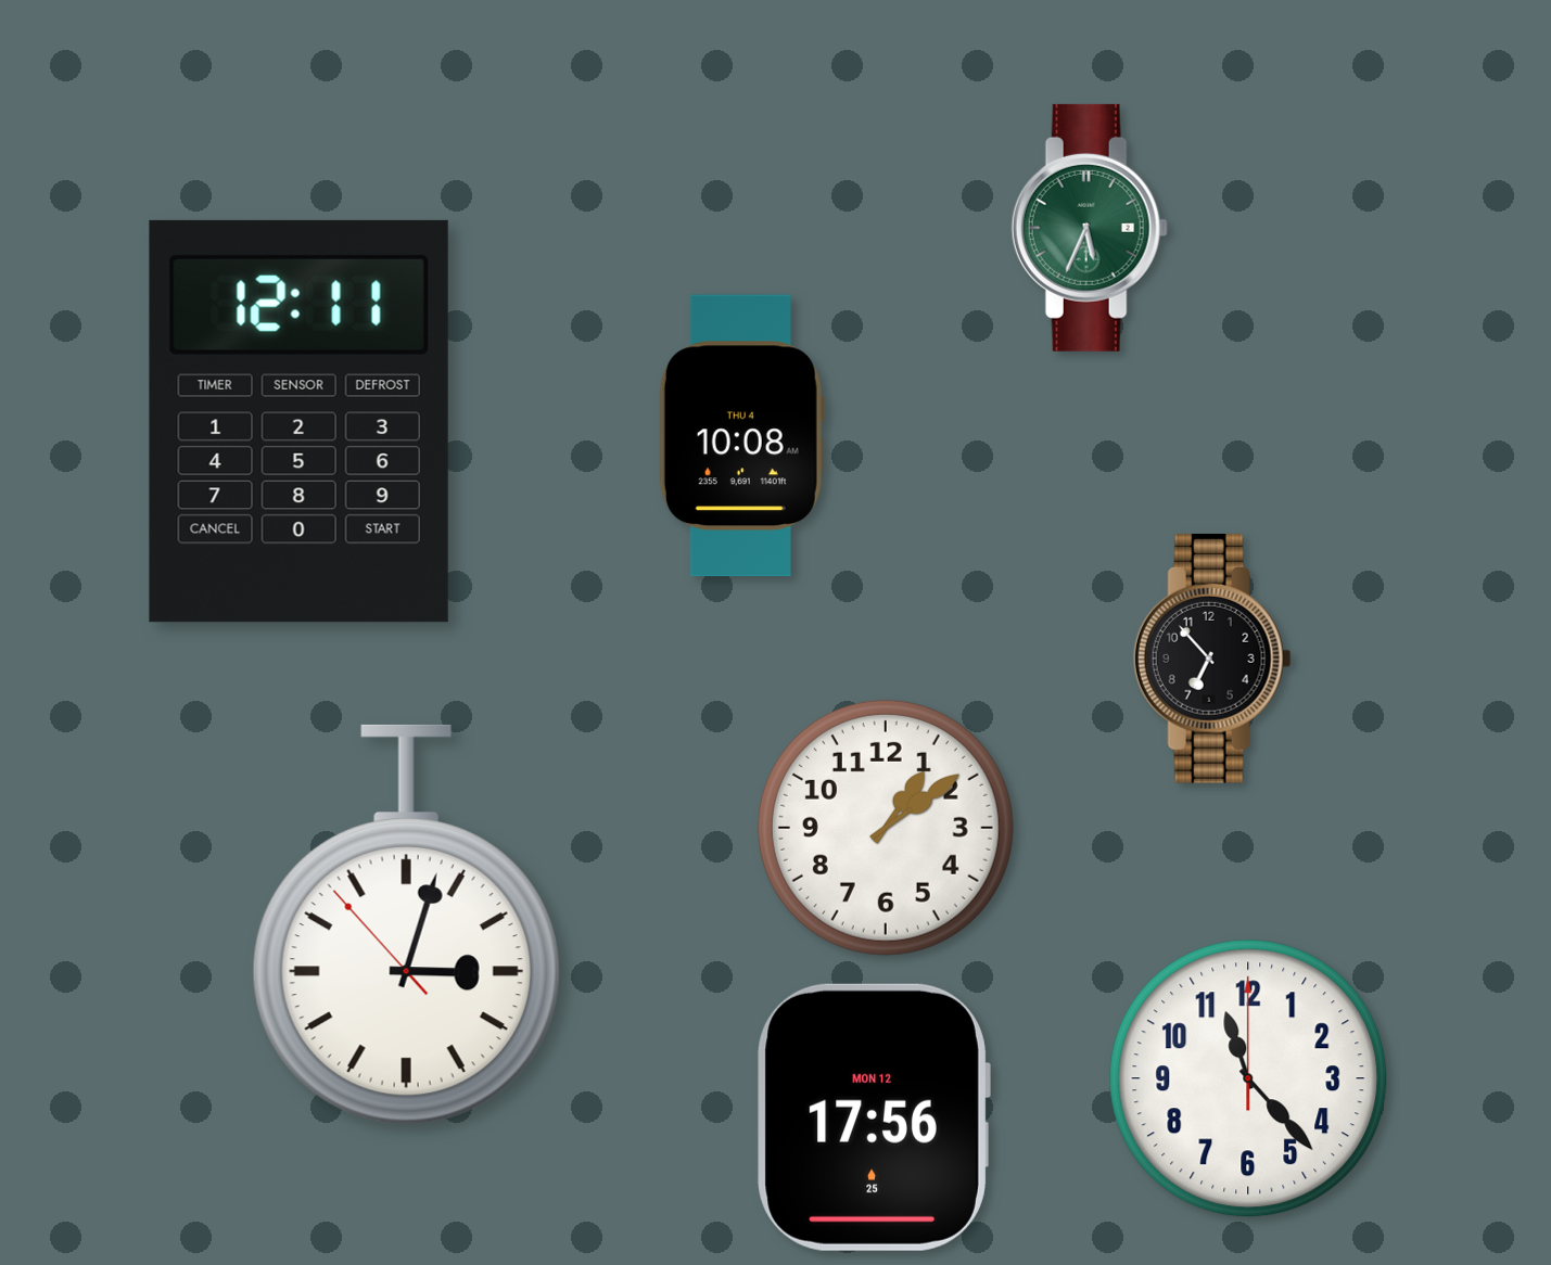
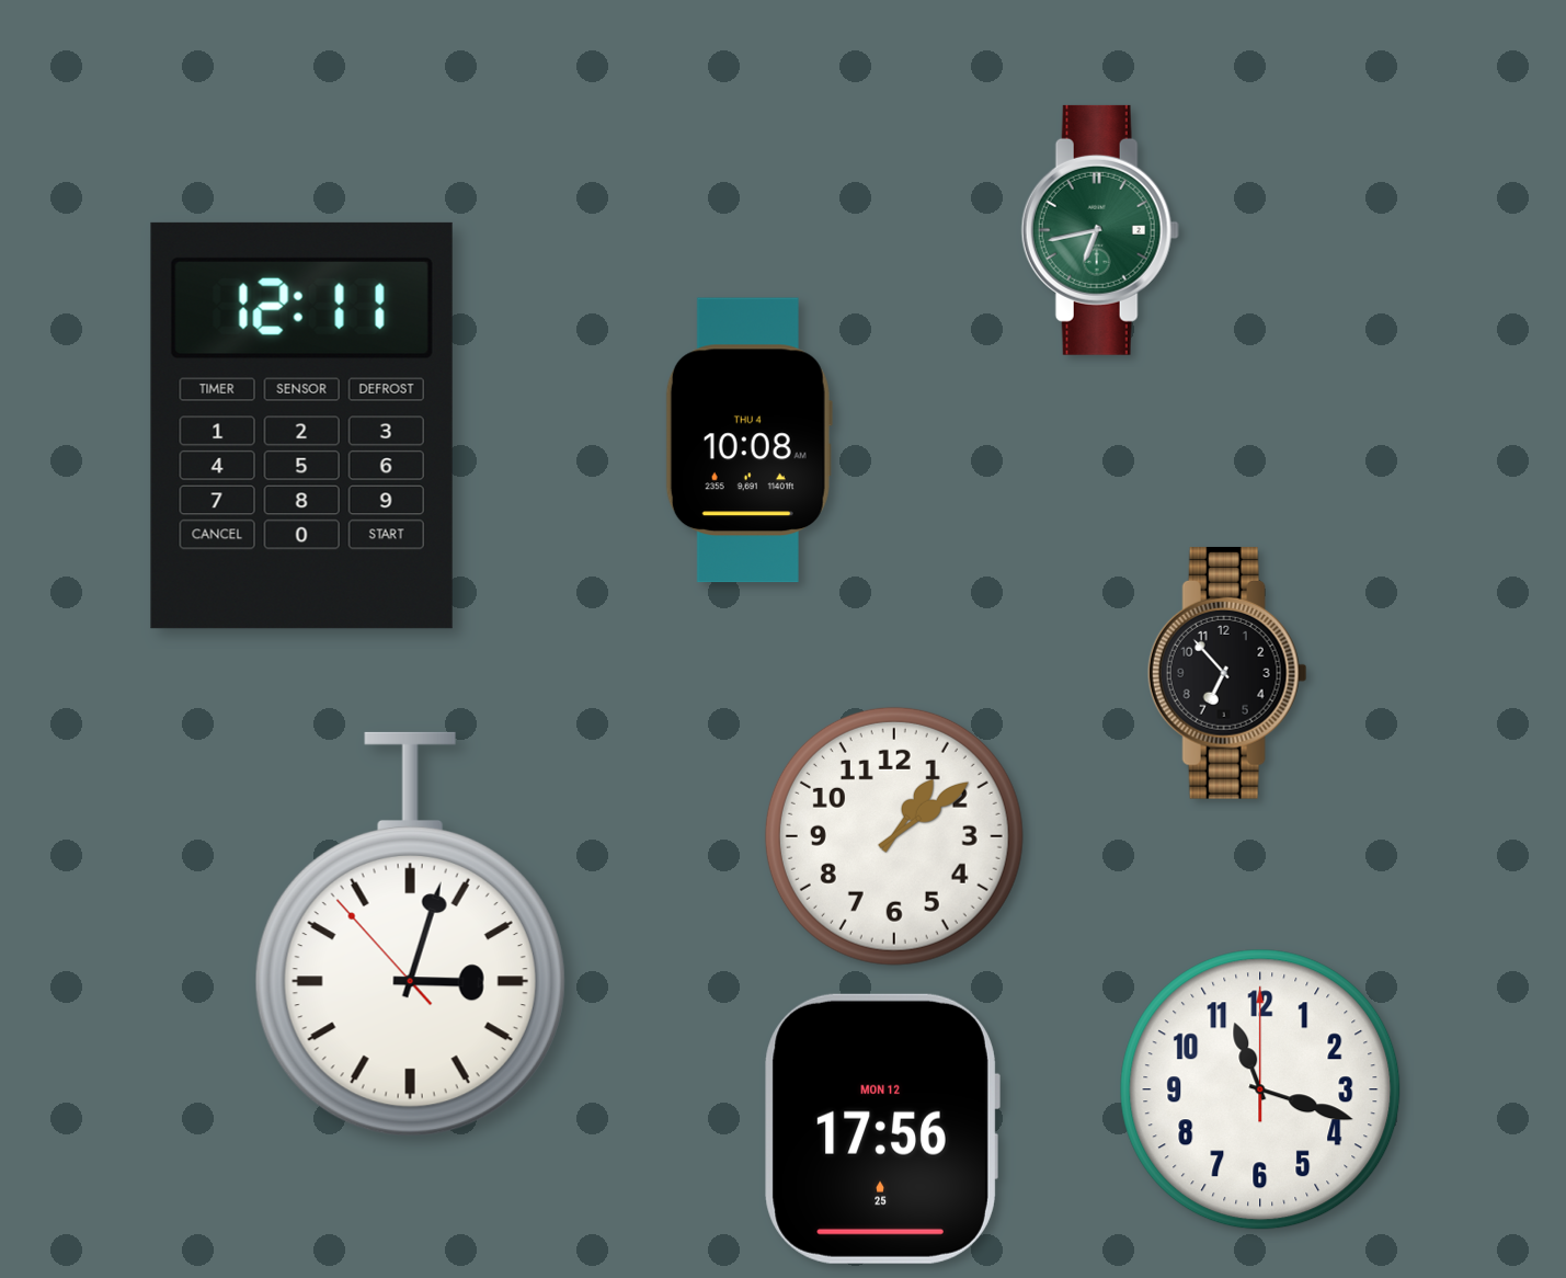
clock at (1090, 228): 5:34 -> 6:43
clock at (1212, 659) position: (1212, 659) -> (1227, 673)
clock at (1248, 1078): 11:23 -> 11:18
